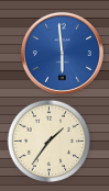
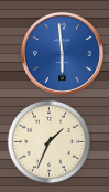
clock at (50, 142): 1:36 -> 1:34
